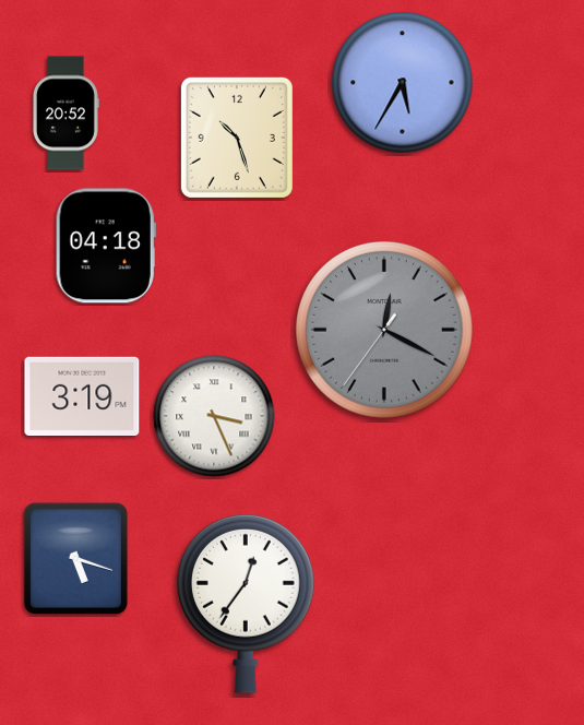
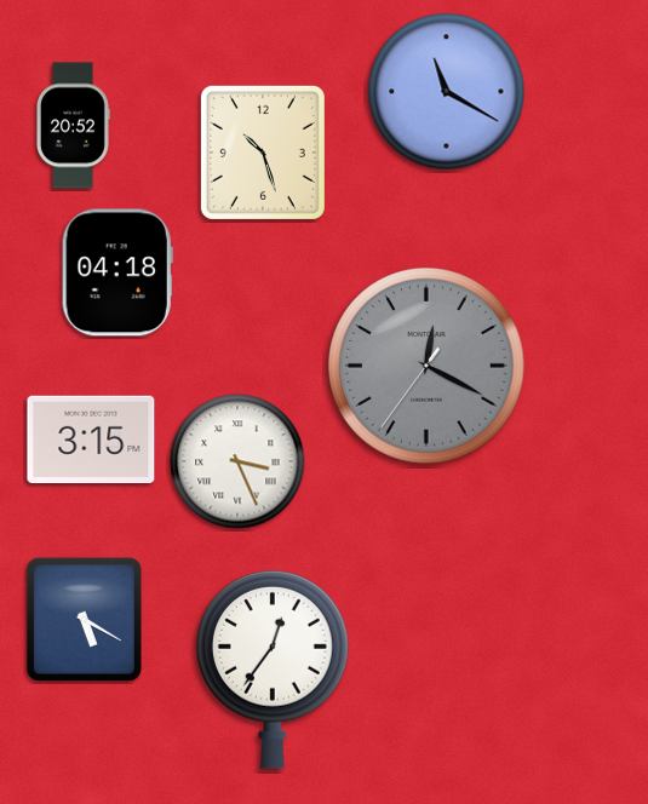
clock at (403, 83): 5:35 -> 11:20
clock at (82, 395): 3:19 -> 3:15
clock at (75, 558): 5:18 -> 5:20
